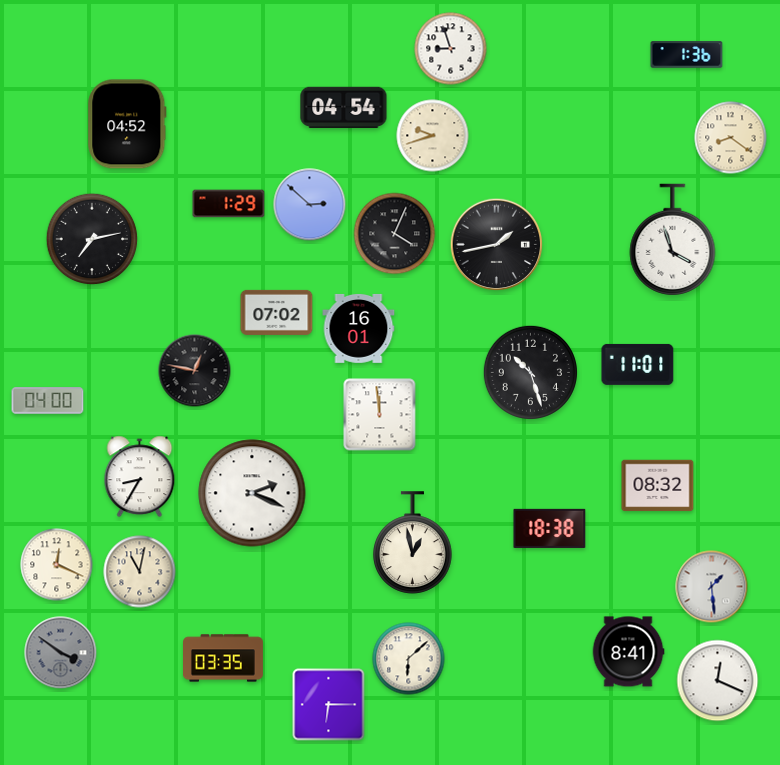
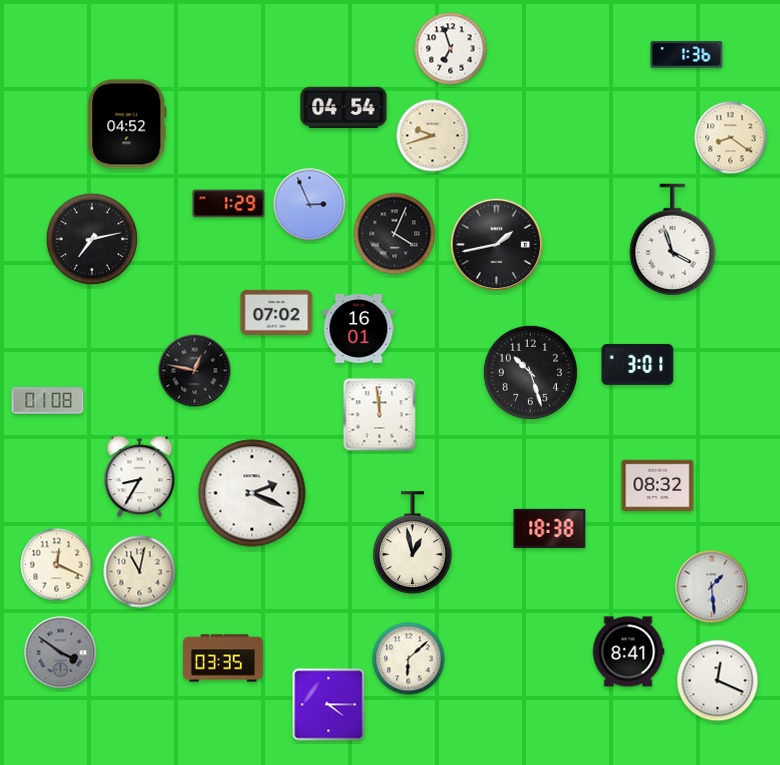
clock at (451, 49): 8:57 -> 6:57
clock at (310, 205): 2:52 -> 2:56
clock at (638, 364): 11:01 -> 3:01
clock at (48, 401): 04:00 -> 01:08
clock at (329, 705): 6:15 -> 4:15
